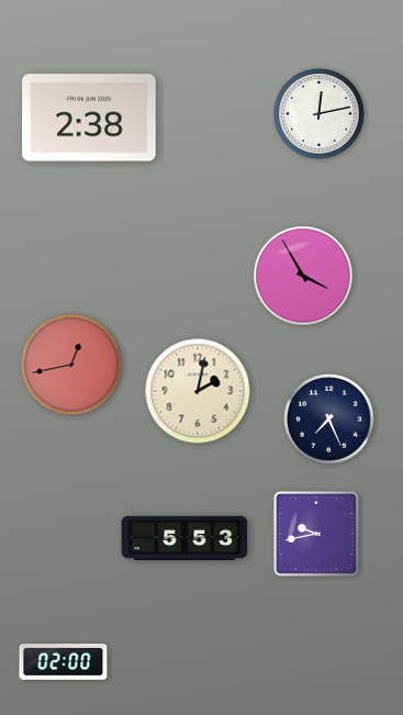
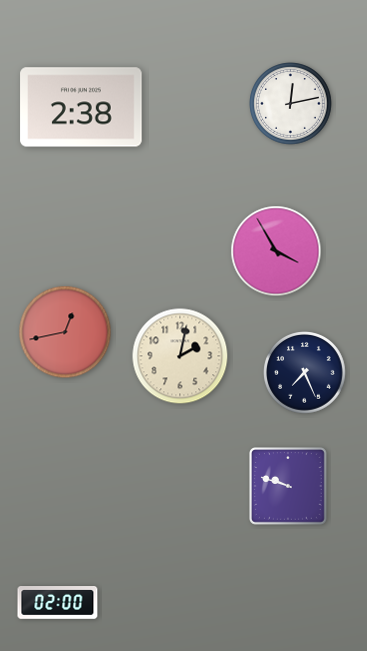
clock at (329, 420) position: (329, 420) -> (305, 373)
clock at (317, 535): 9:43 -> 9:48
clock at (184, 538): 5:53 -> none
